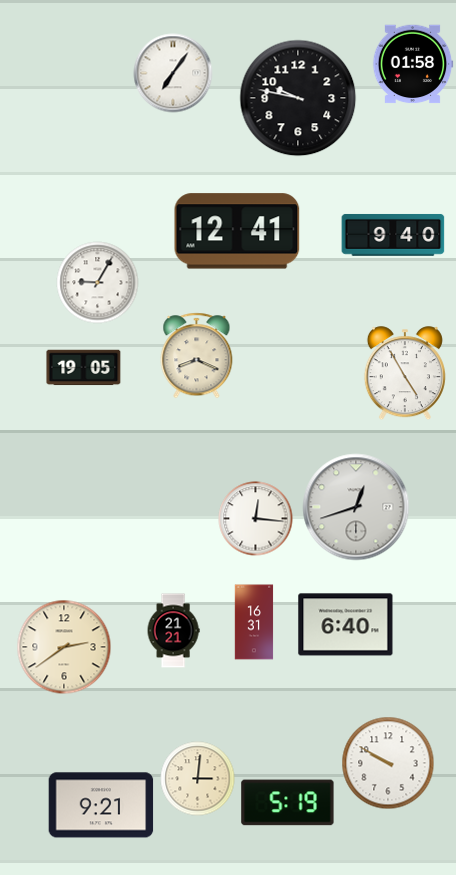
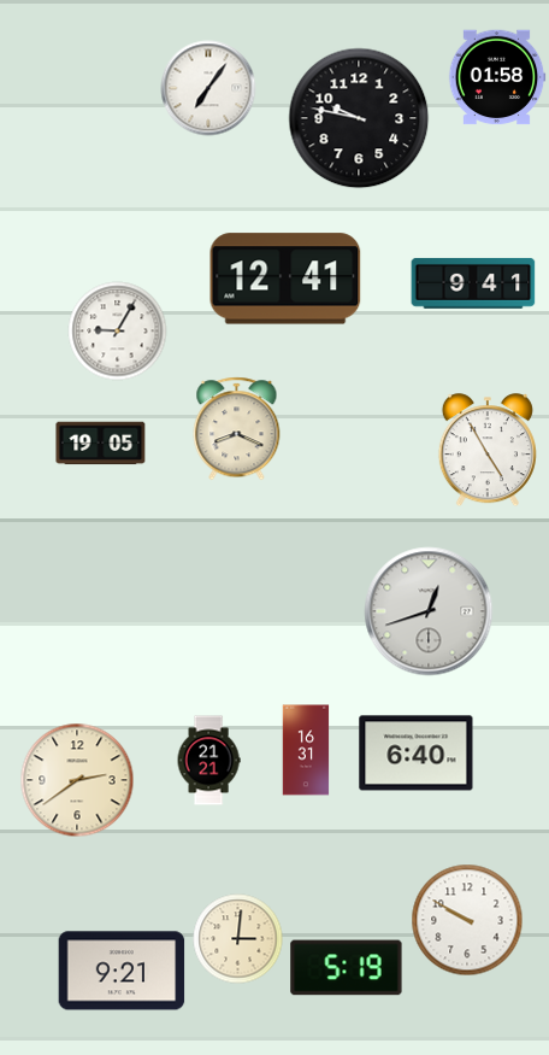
clock at (393, 235): 9:40 -> 9:41
clock at (98, 283) position: (98, 283) -> (118, 332)
clock at (256, 519): 12:16 -> none
